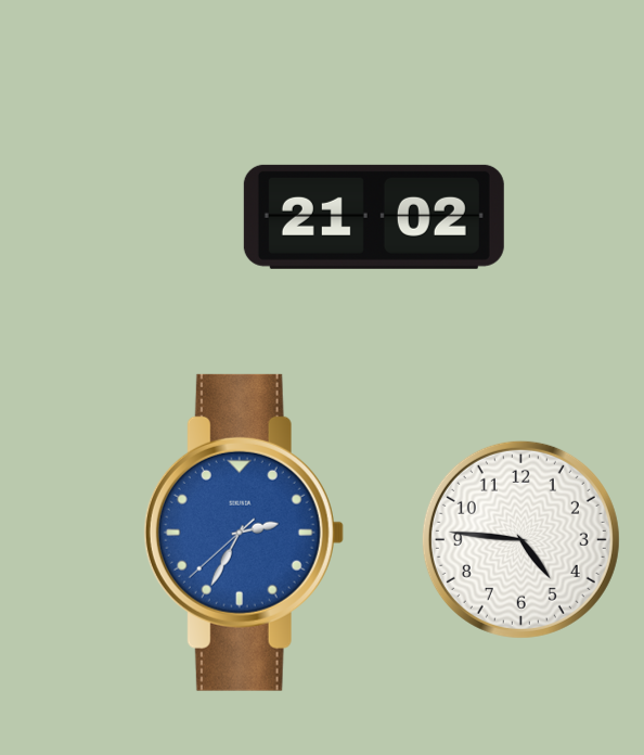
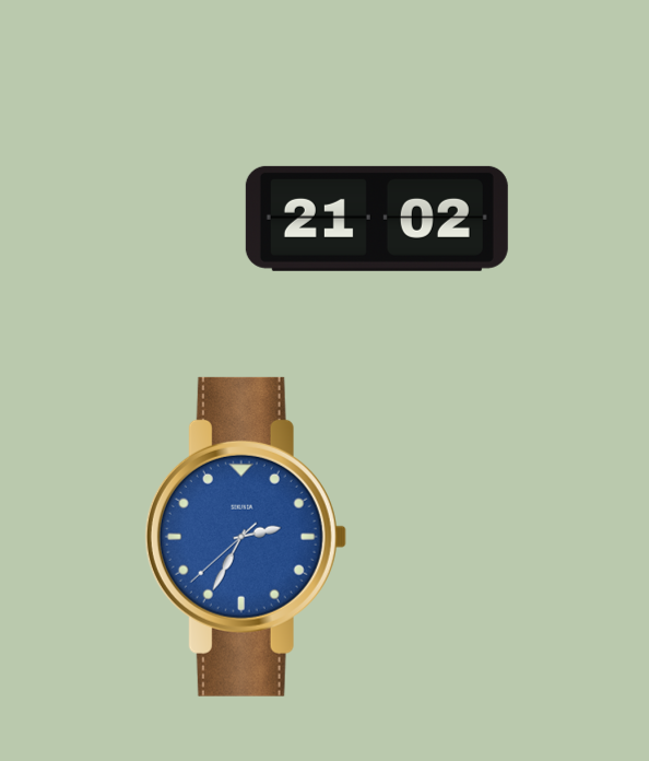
clock at (520, 539): 4:46 -> none
